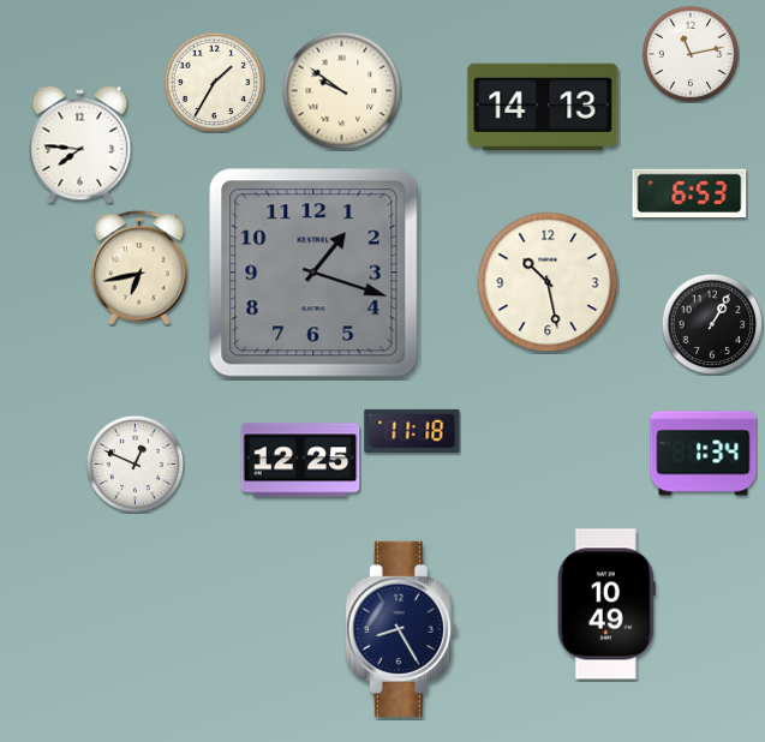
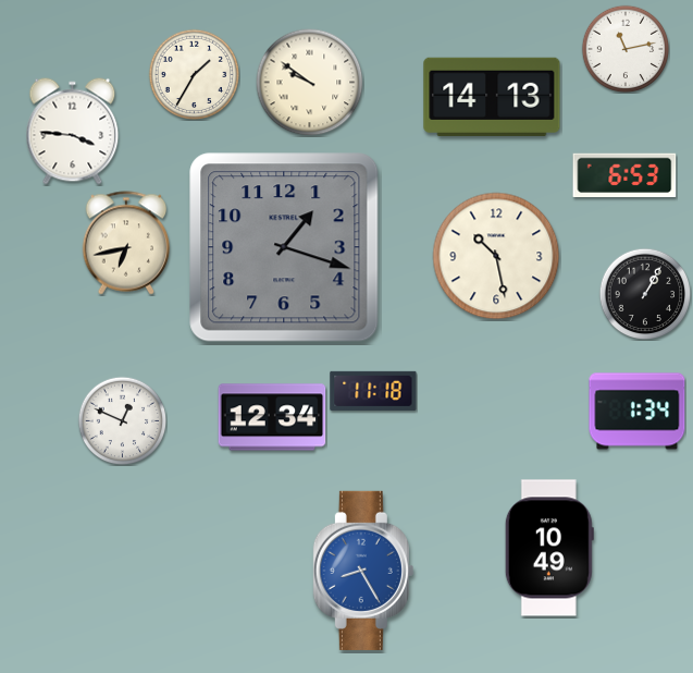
clock at (80, 145): 7:46 -> 3:46
clock at (300, 460): 12:25 -> 12:34
clock at (401, 629) dial: navy -> blue
